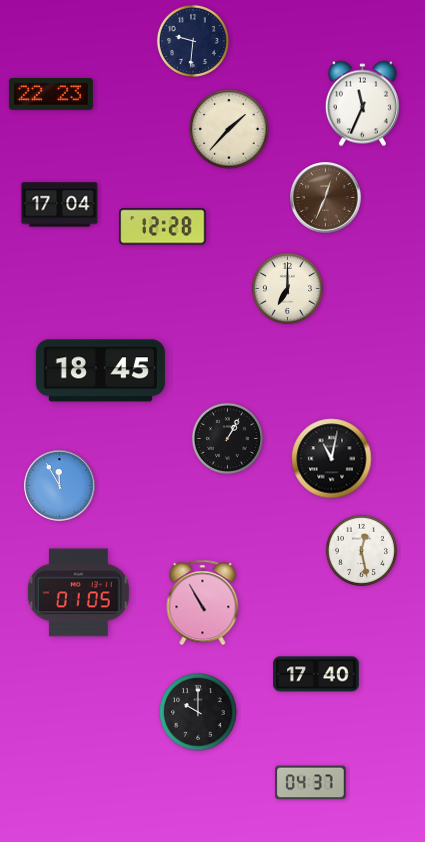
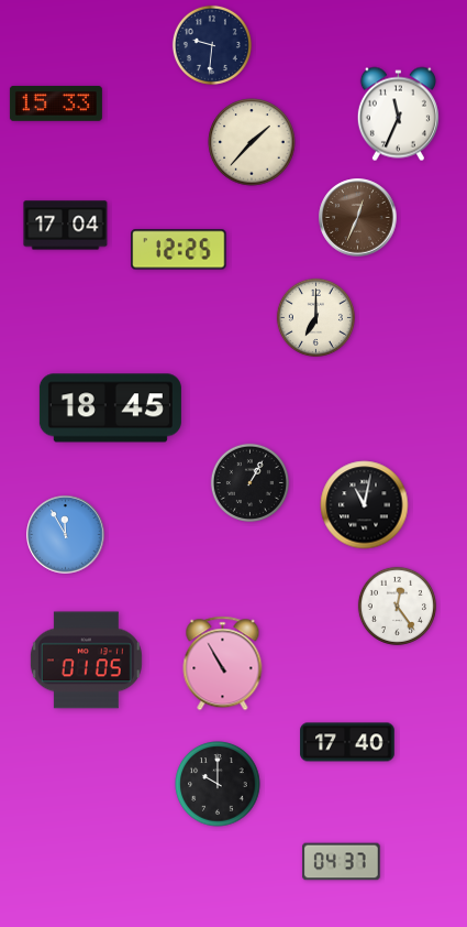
clock at (51, 94): 22:23 -> 15:33
clock at (163, 227): 12:28 -> 12:25
clock at (361, 550): 12:28 -> 12:24
clock at (78, 593) position: (78, 593) -> (86, 661)
